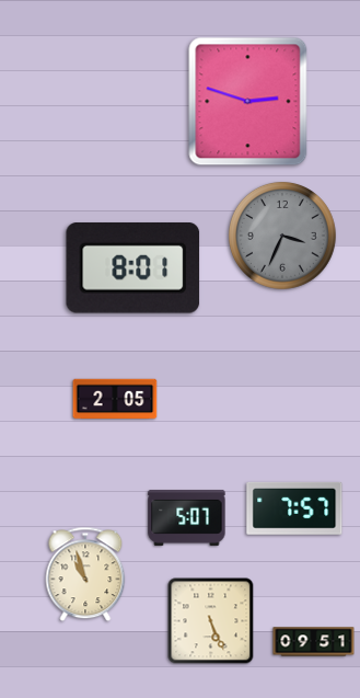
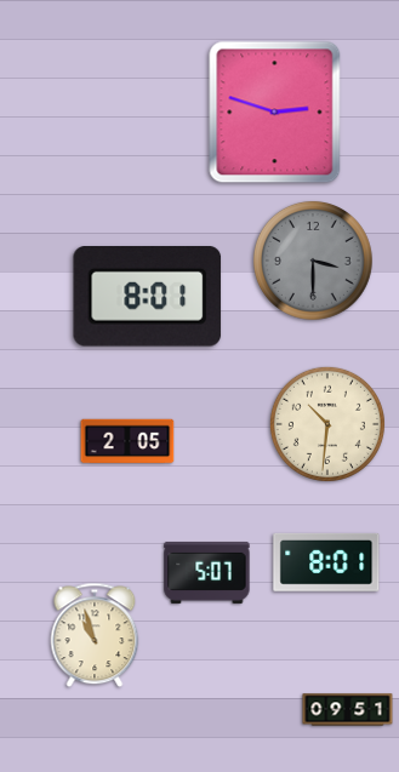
clock at (282, 236): 3:34 -> 3:30
clock at (327, 424): none -> 10:31
clock at (294, 508): 7:57 -> 8:01
clock at (211, 621): 5:26 -> none
